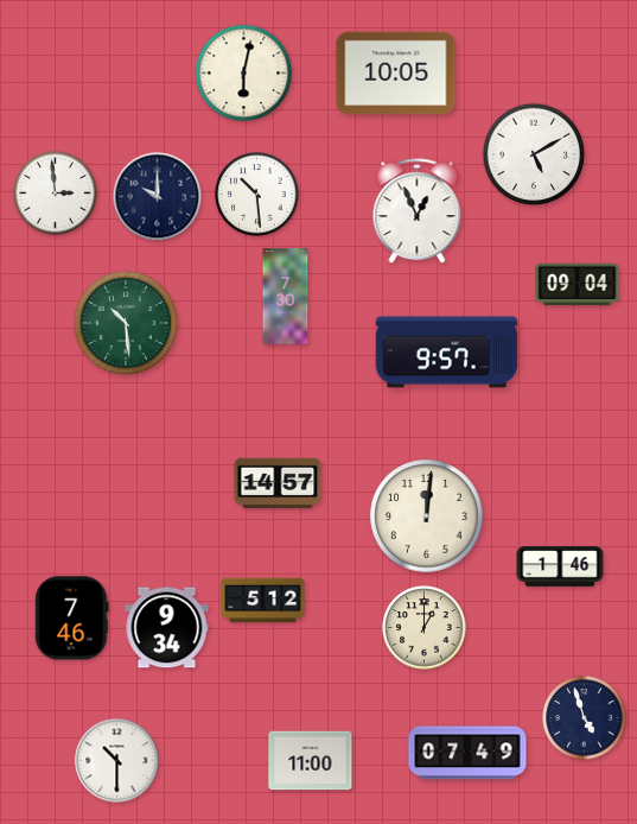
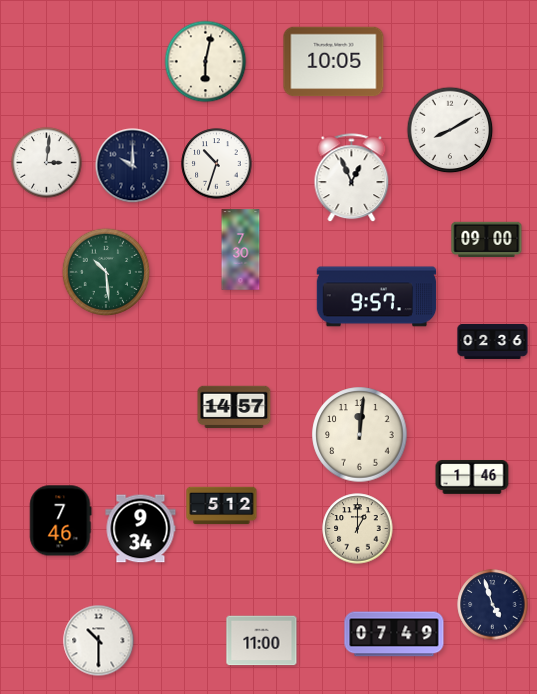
clock at (534, 154): 5:10 -> 8:10
clock at (56, 194): 2:59 -> 3:01
clock at (257, 195): 10:29 -> 10:33
clock at (578, 284): 09:04 -> 09:00
clock at (493, 341): none -> 02:36
